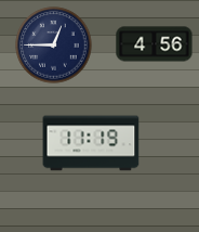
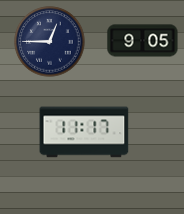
clock at (155, 44): 4:56 -> 9:05
clock at (91, 143): 11:19 -> 11:17
